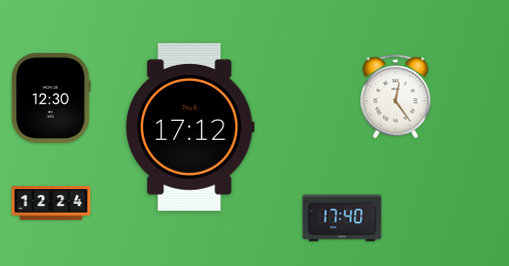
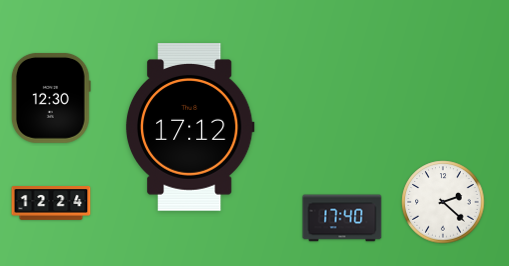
clock at (396, 97): 12:24 -> none
clock at (443, 202): none -> 2:22
